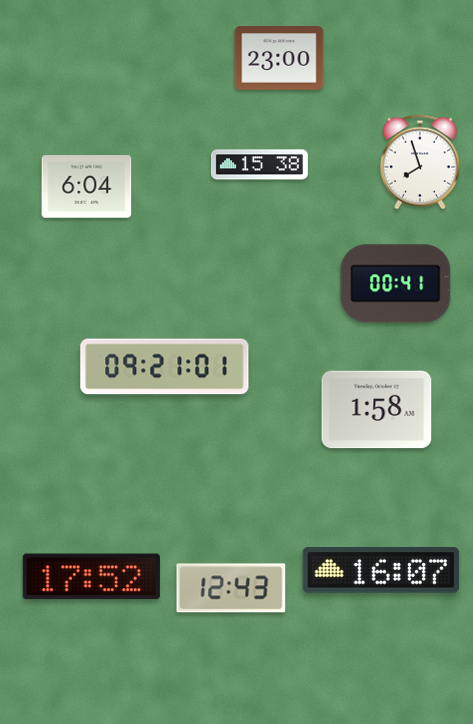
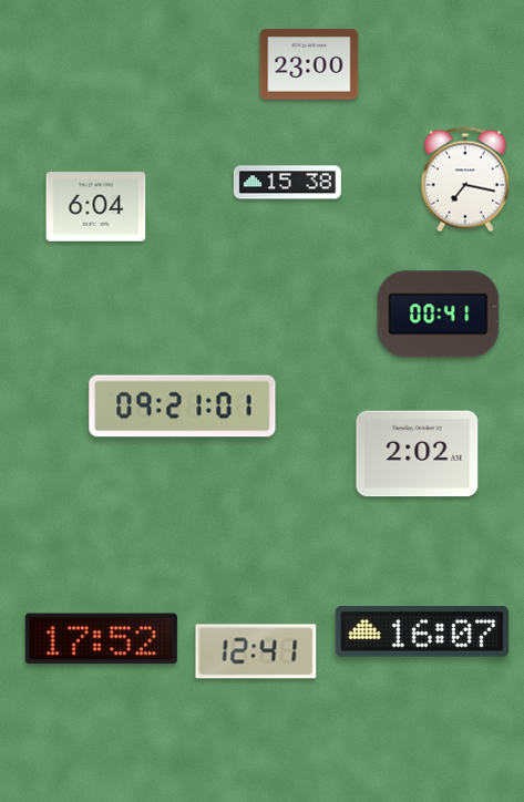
clock at (420, 162): 7:57 -> 7:17
clock at (377, 410): 1:58 -> 2:02
clock at (231, 588): 12:43 -> 12:41
